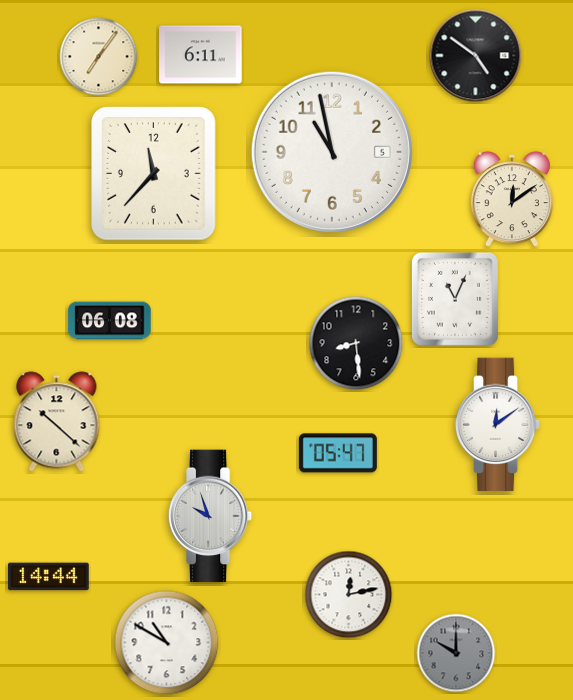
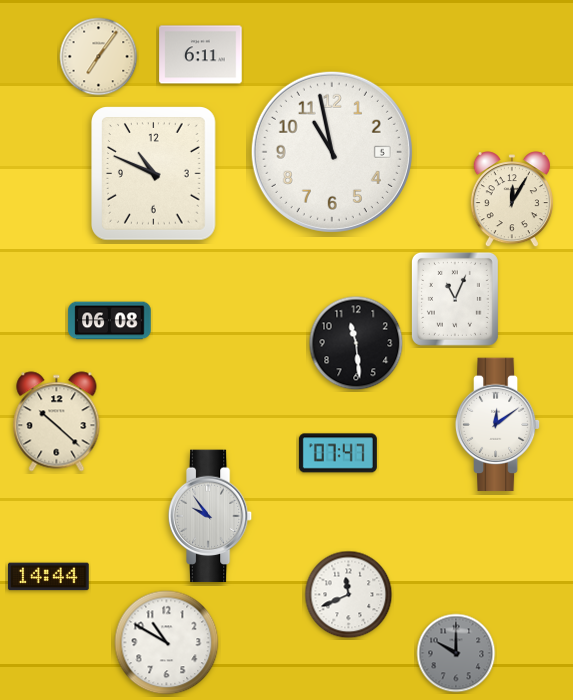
clock at (476, 56): 4:51 -> none
clock at (154, 174): 11:37 -> 10:49
clock at (512, 200): 12:09 -> 12:05
clock at (356, 343): 8:29 -> 11:29
clock at (338, 453): 05:47 -> 07:47
clock at (210, 516): 9:57 -> 9:54
clock at (349, 595): 12:13 -> 11:41
